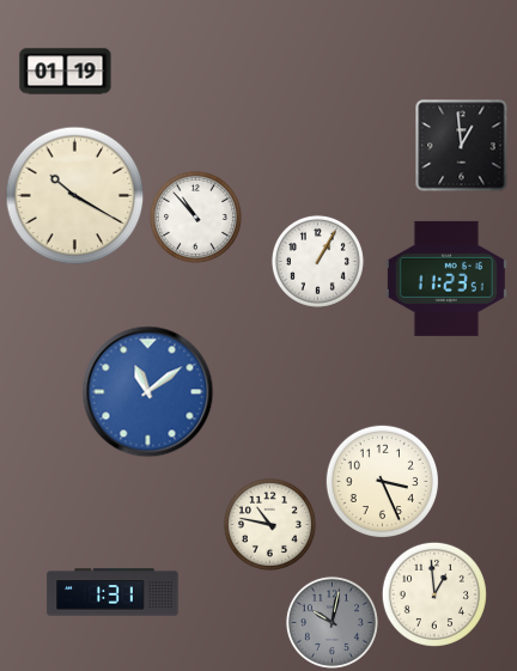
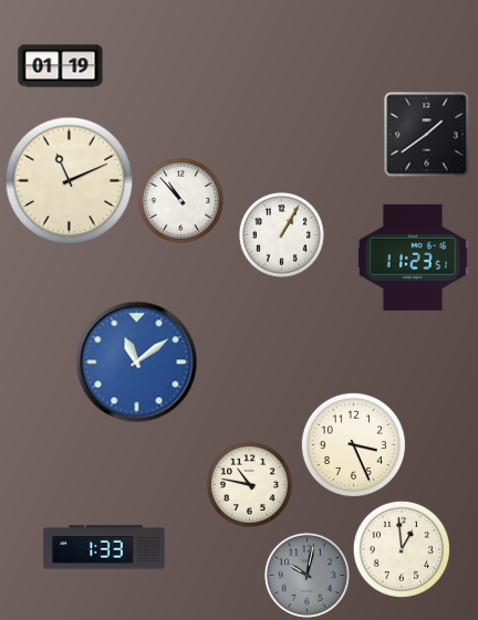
clock at (462, 146): 12:59 -> 1:39
clock at (75, 196): 10:20 -> 11:11
clock at (317, 261) position: (317, 261) -> (281, 234)
clock at (112, 592): 1:31 -> 1:33
